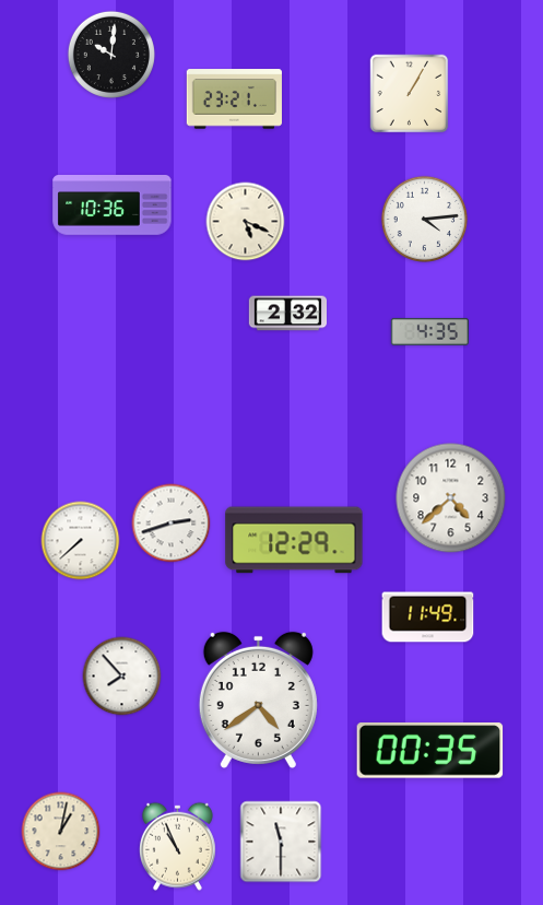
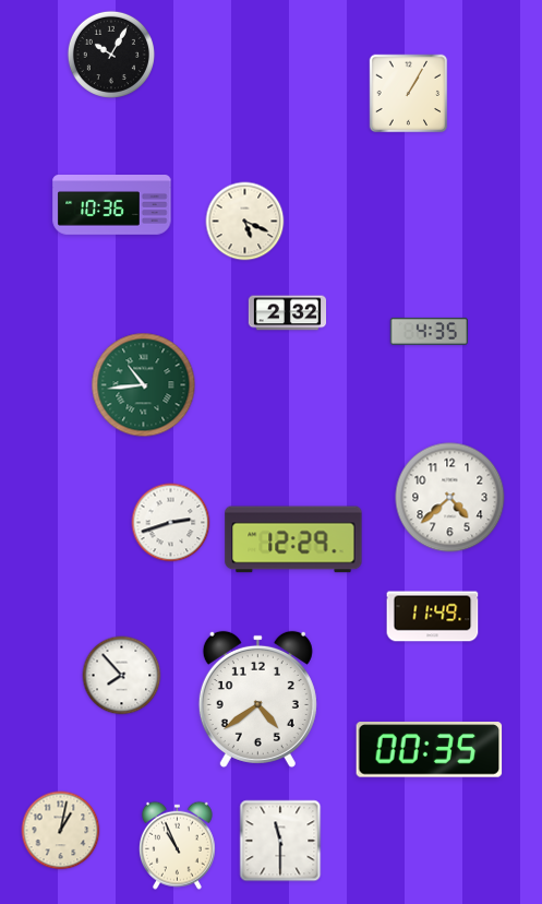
clock at (111, 55): 10:01 -> 10:05
clock at (234, 99): 23:21 -> none
clock at (424, 219): 4:14 -> none
clock at (144, 385): none -> 10:44
clock at (81, 541): 7:38 -> none
clock at (428, 618) position: (428, 618) -> (433, 617)
